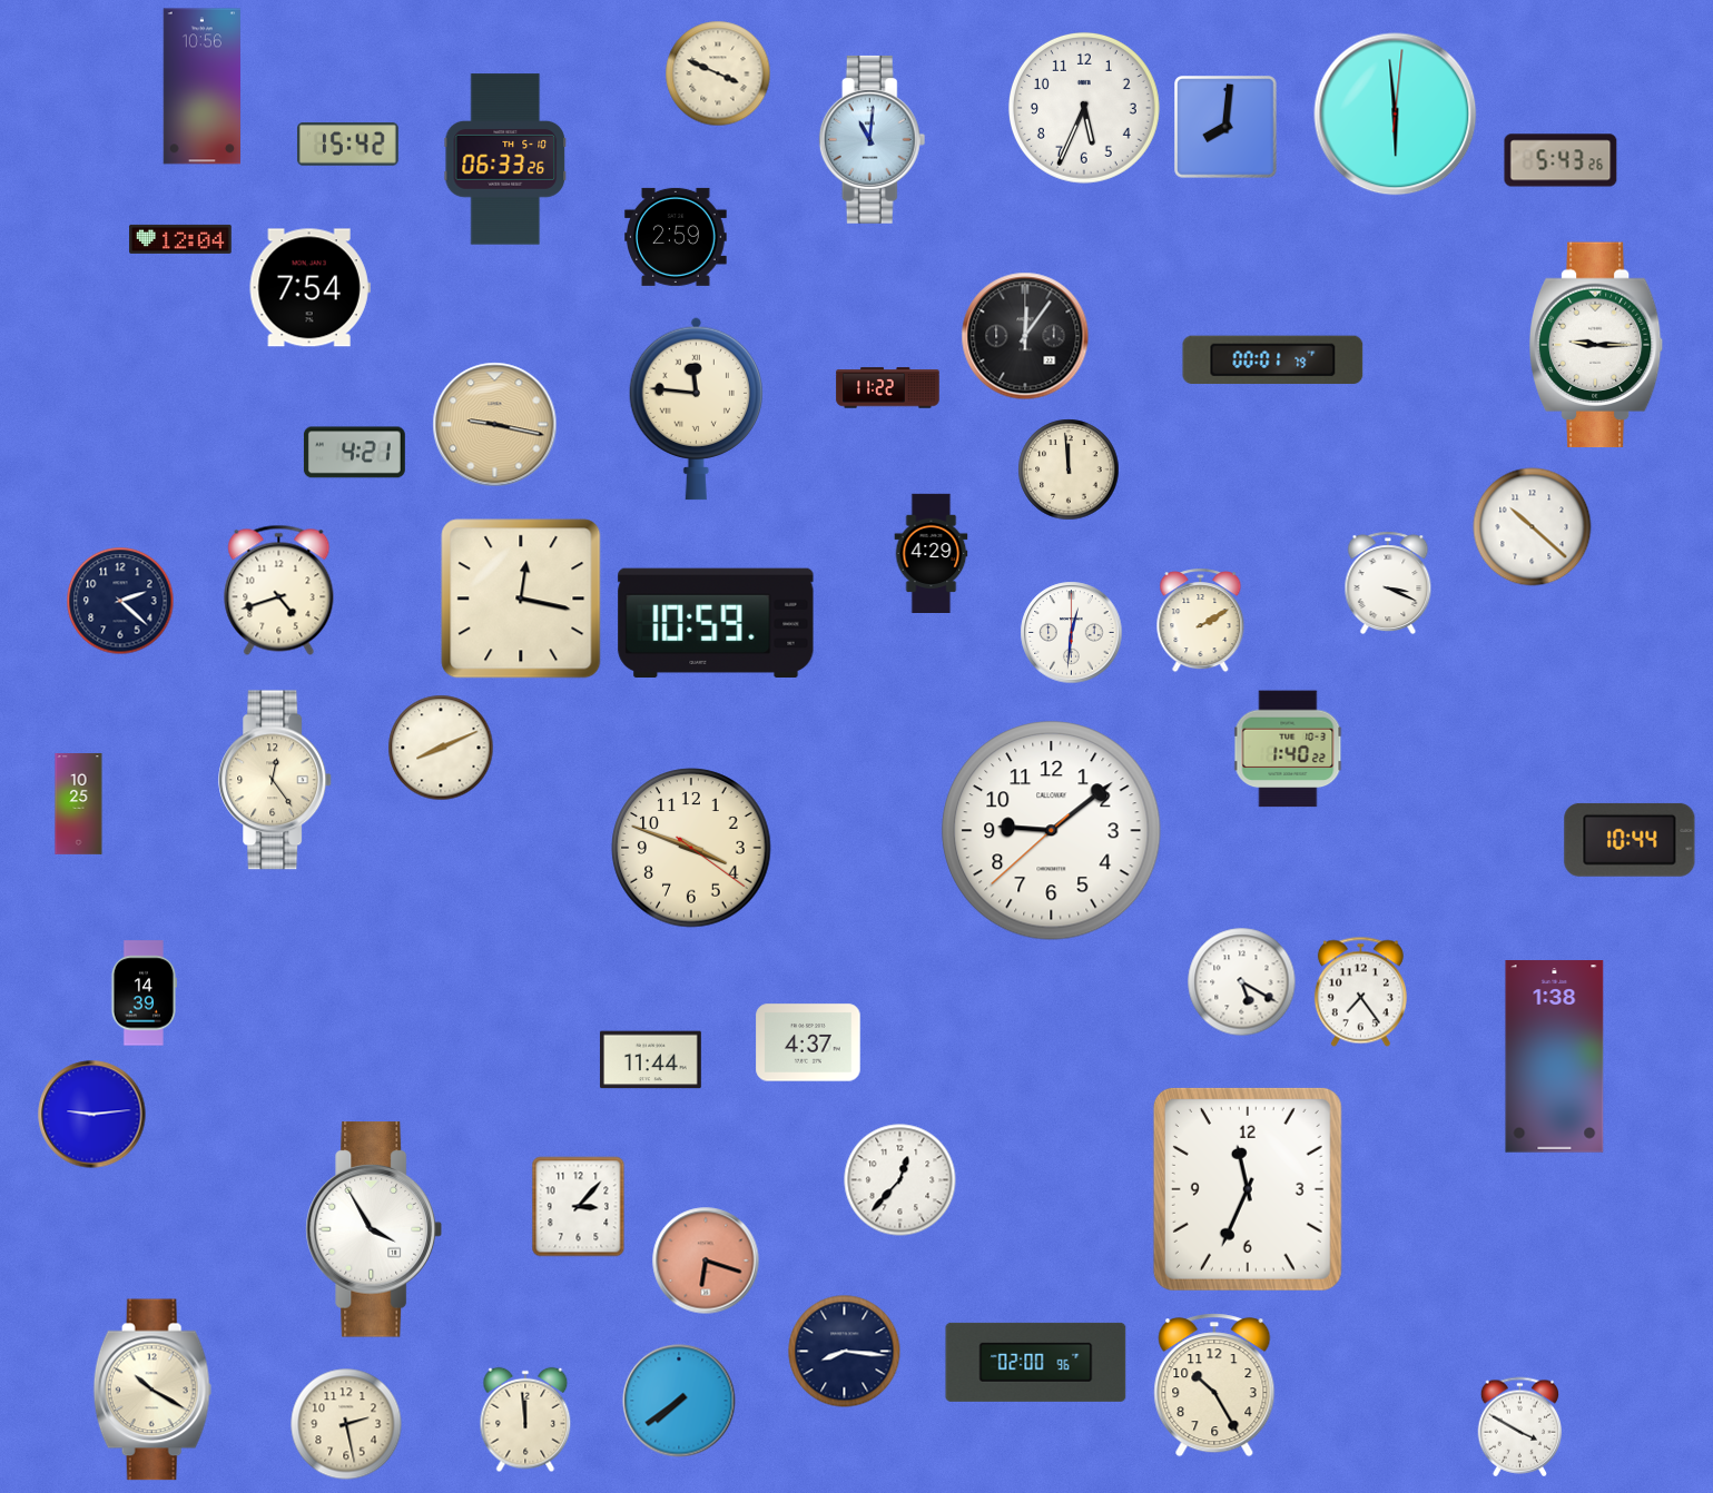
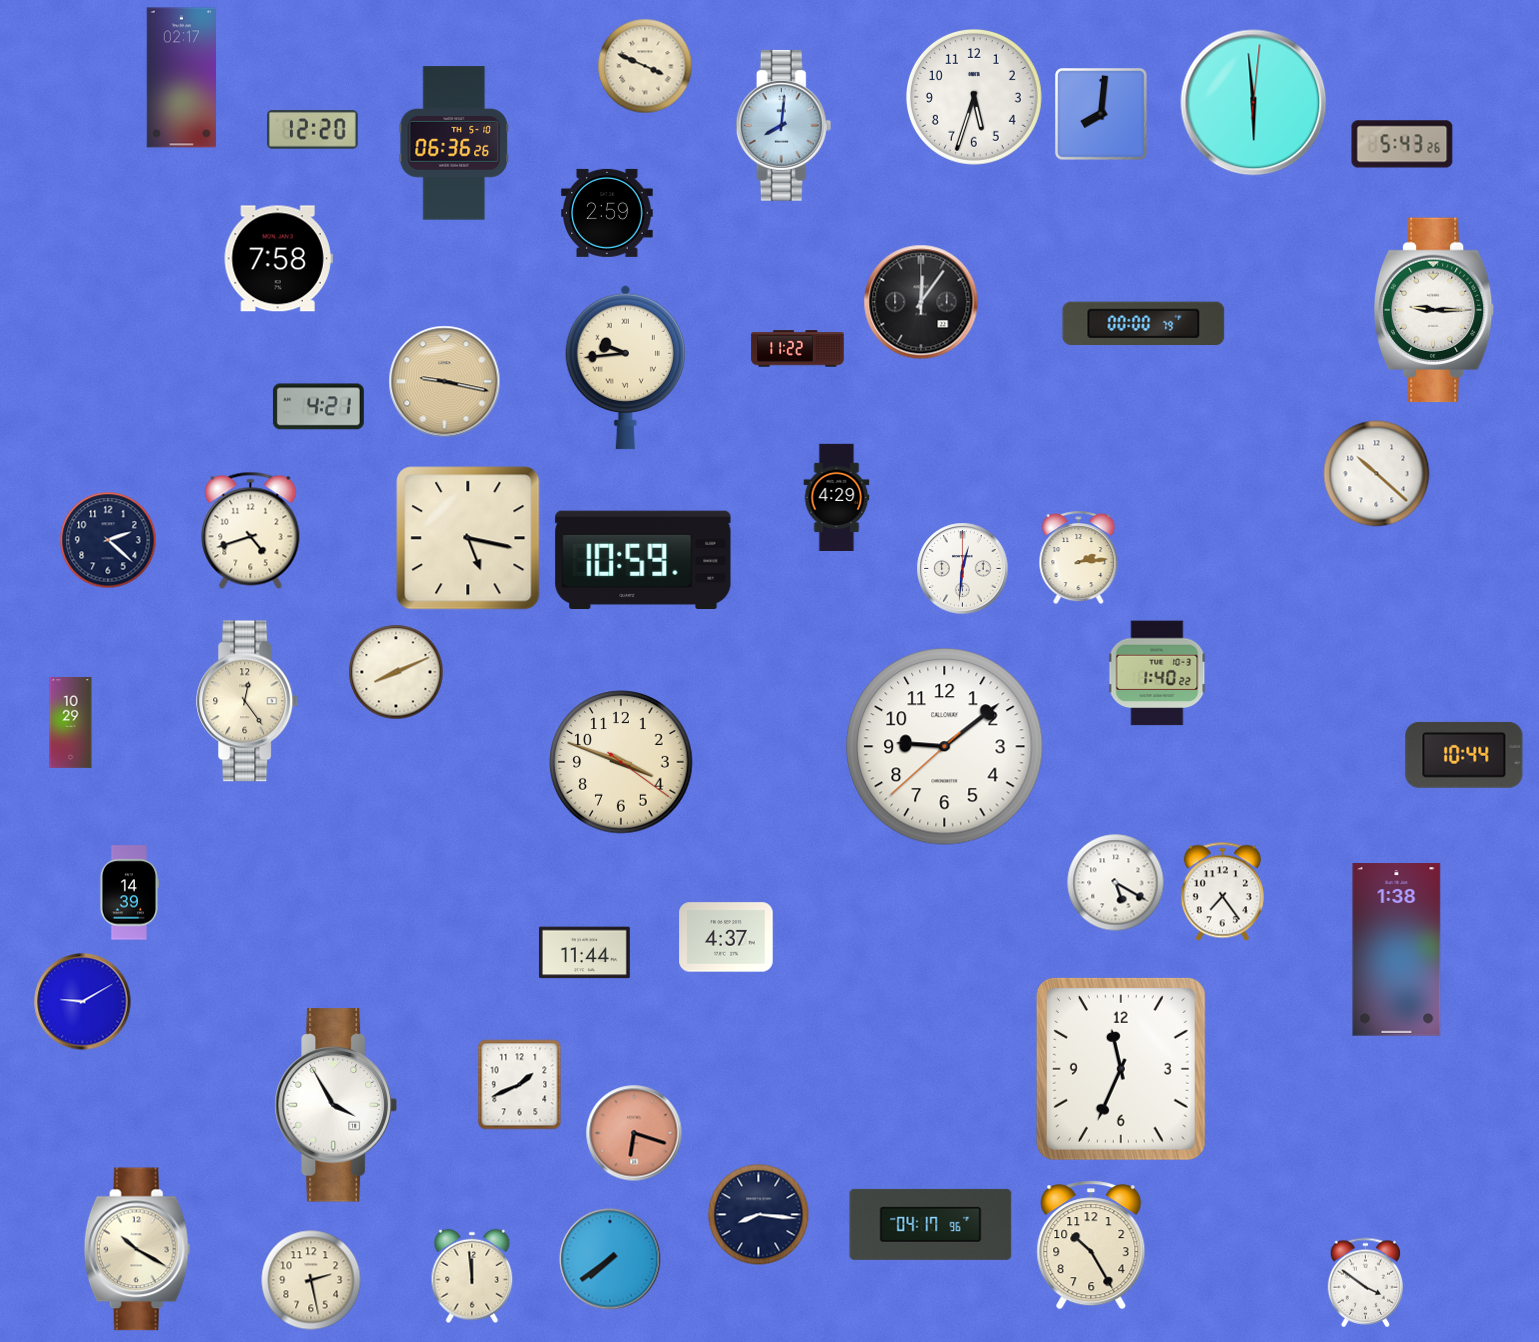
clock at (203, 87): 10:56 -> 02:17
clock at (1084, 108): 5:34 -> 5:33
clock at (873, 139): 11:01 -> 8:01
clock at (347, 145): 15:42 -> 12:20
clock at (505, 159): 06:33 -> 06:36
clock at (180, 239): 12:04 -> none
clock at (309, 288): 7:54 -> 7:58
clock at (1273, 360): 00:01 -> 00:00
clock at (696, 408): 11:46 -> 9:44
clock at (1069, 469): 11:59 -> none
clock at (1388, 583): 3:19 -> none
clock at (521, 599): 12:17 -> 5:17
clock at (1201, 621): 2:10 -> 2:14
clock at (79, 804): 10:25 -> 10:29
clock at (92, 1115): 9:14 -> 9:10
clock at (900, 1180): 12:37 -> none
clock at (579, 1207): 3:07 -> 1:41
clock at (1036, 1362): 02:00 -> 04:17
clock at (1520, 1427): 3:50 -> 3:51
